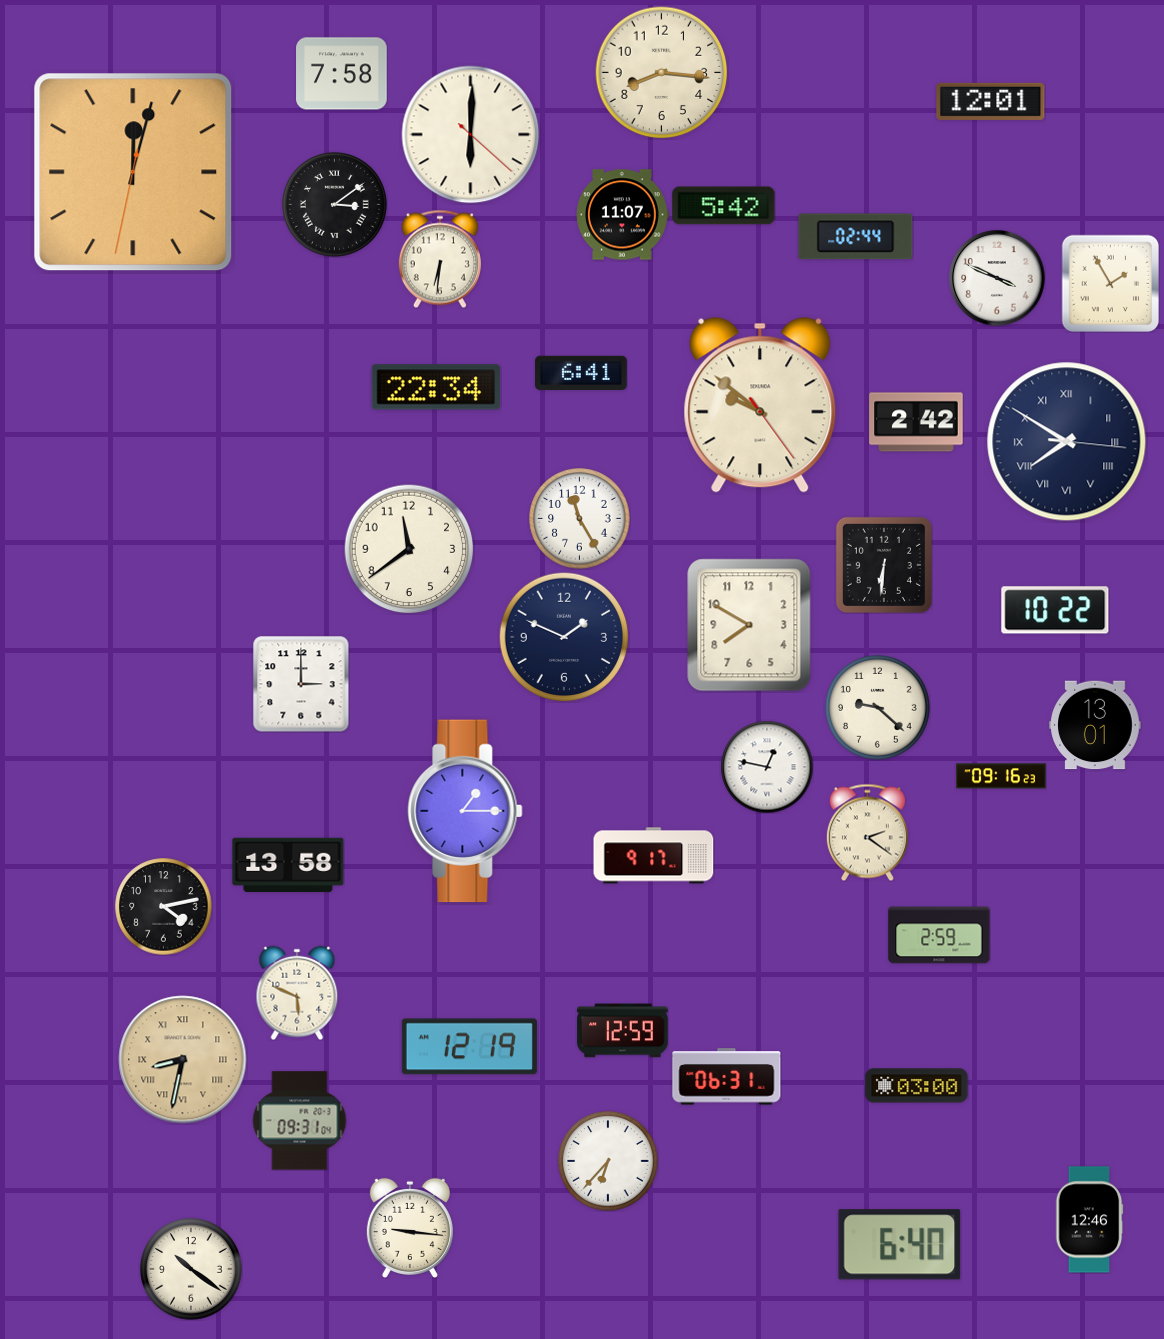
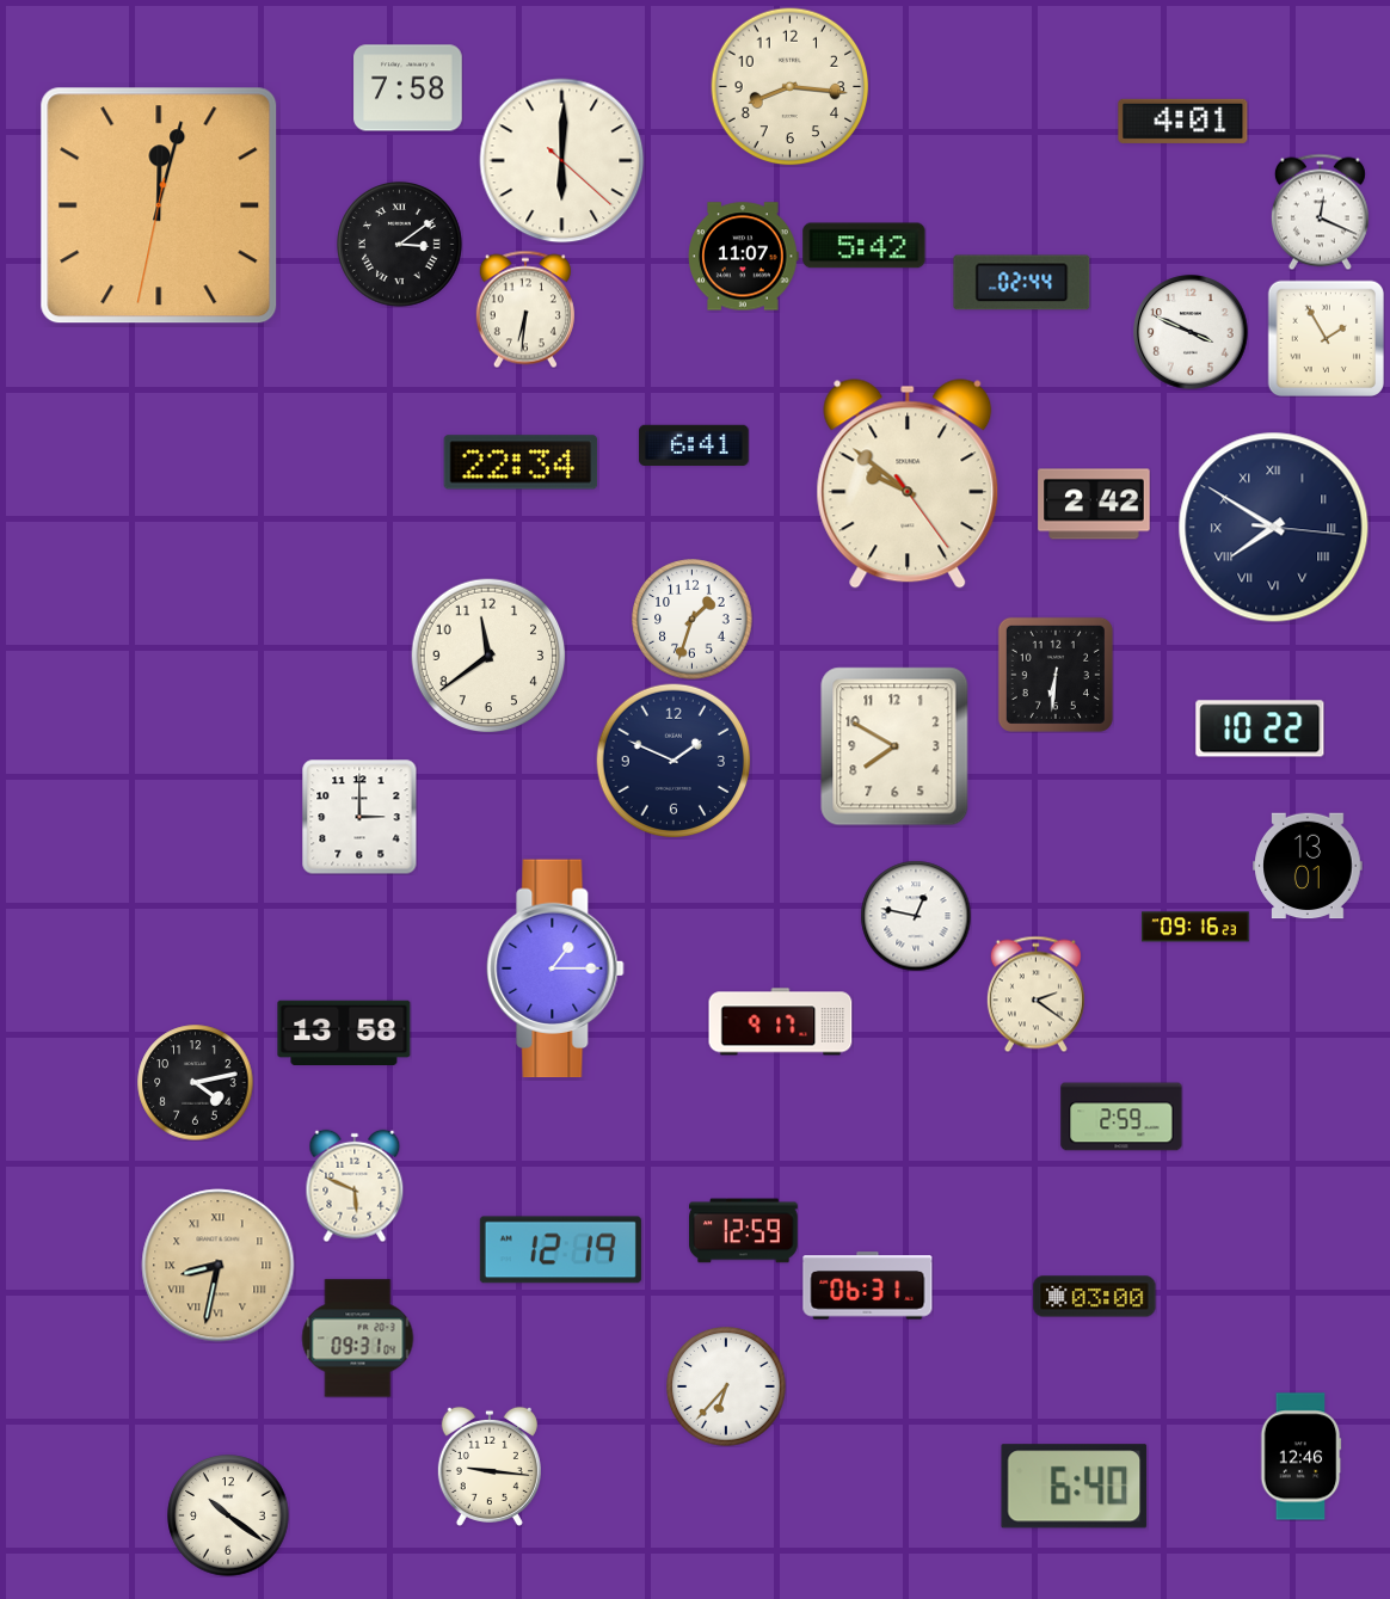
clock at (991, 101): 12:01 -> 4:01
clock at (1320, 211): none -> 12:19
clock at (580, 519): 11:25 -> 1:33
clock at (878, 708): 9:22 -> none
